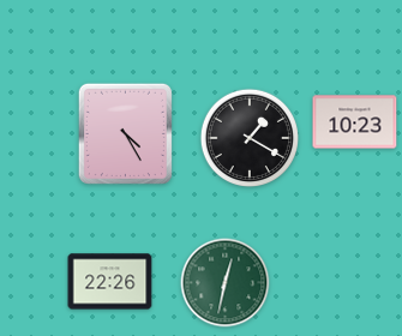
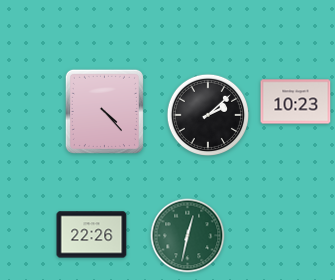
clock at (125, 133): 4:25 -> 4:23
clock at (248, 137): 1:20 -> 2:08
